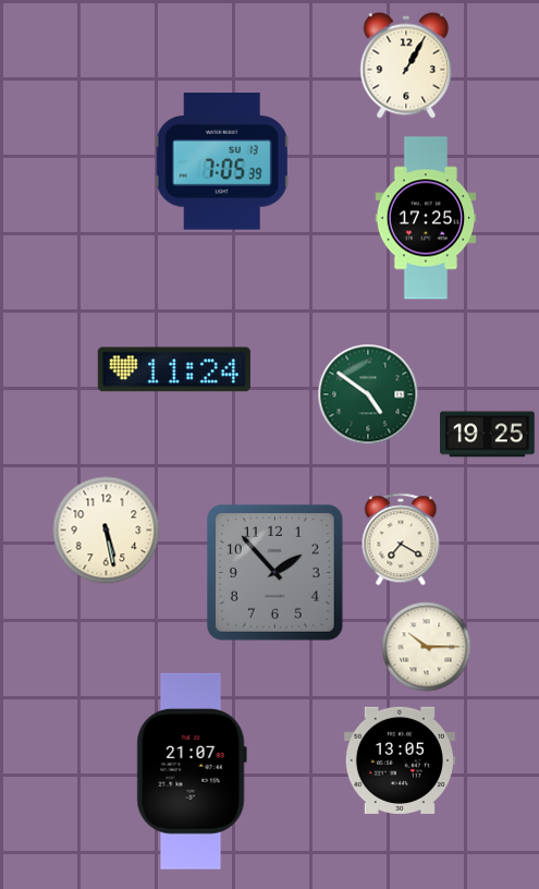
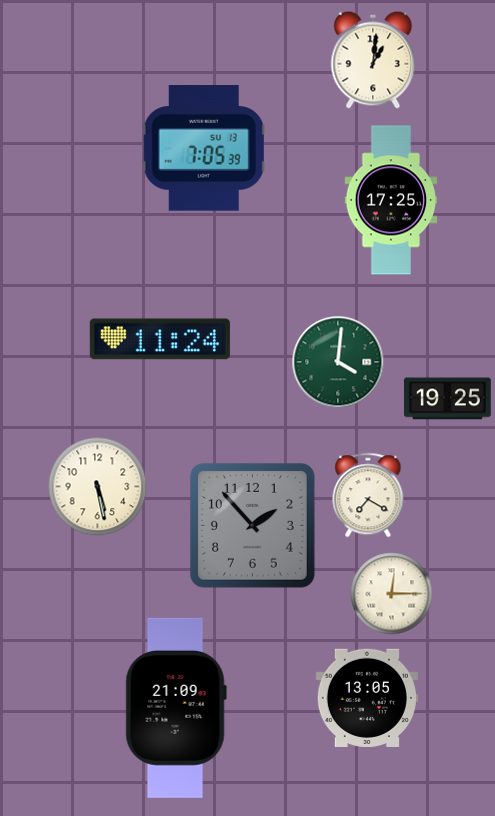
clock at (406, 65): 1:05 -> 1:01
clock at (368, 394): 4:51 -> 4:01
clock at (427, 647): 10:15 -> 12:15
clock at (192, 771): 21:07 -> 21:09
